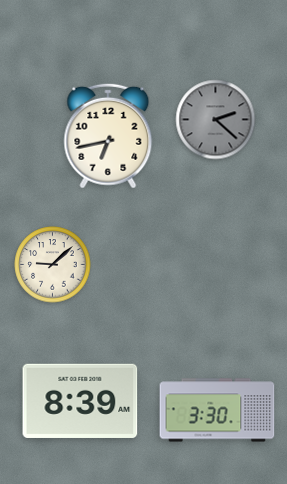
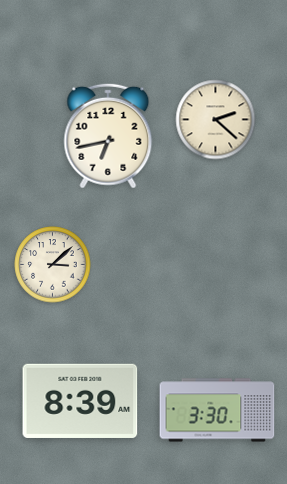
clock at (216, 120) dial: grey -> cream
clock at (53, 265): 9:08 -> 3:08
